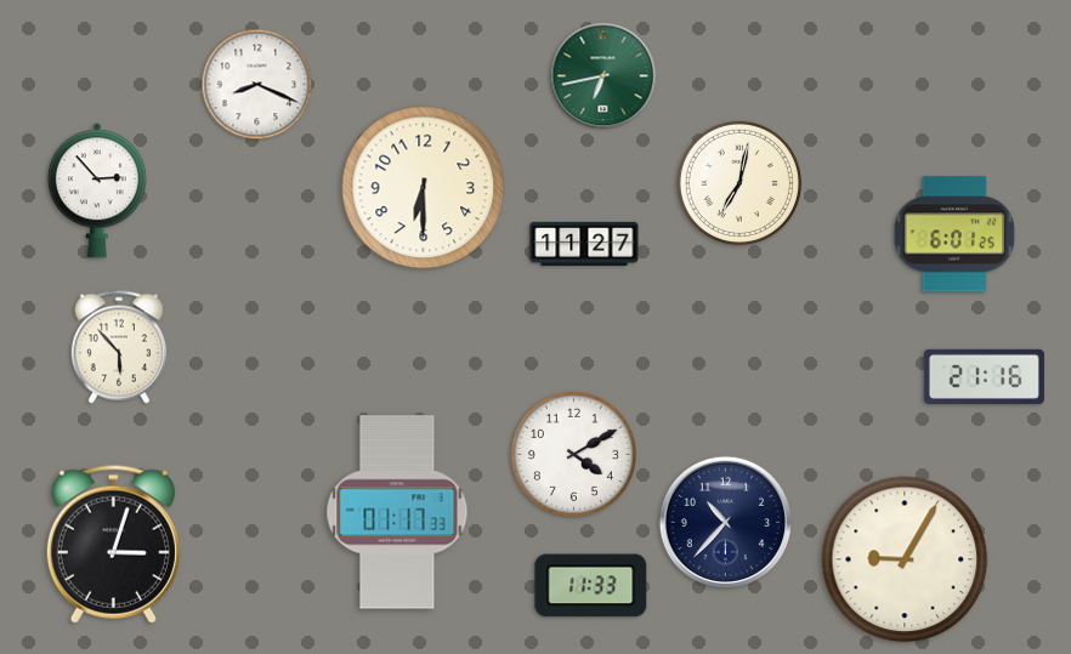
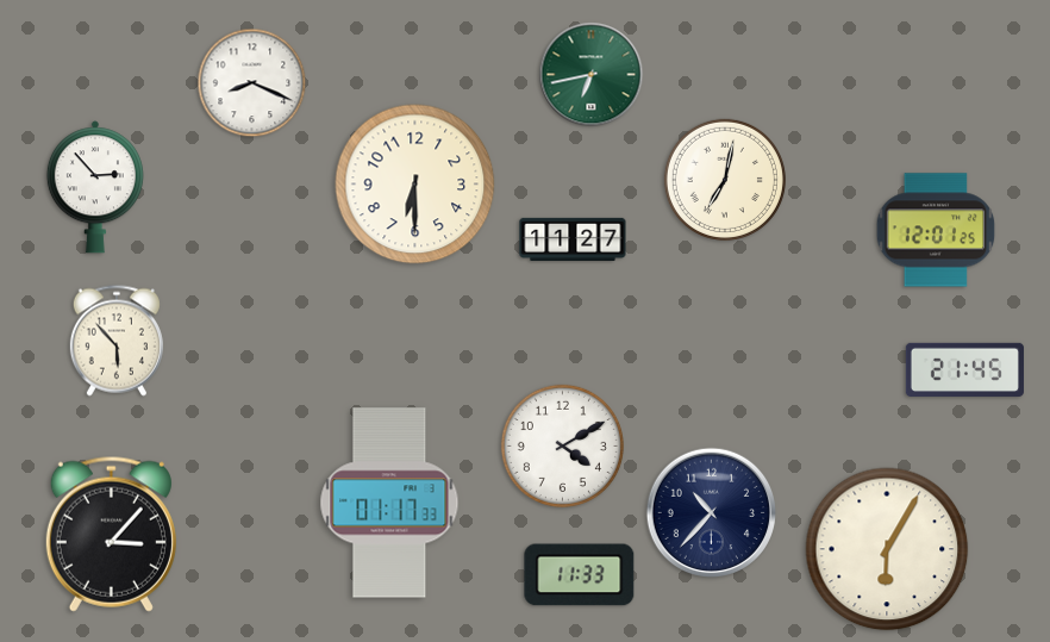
clock at (954, 234): 6:01 -> 12:01
clock at (984, 376): 21:16 -> 21:45
clock at (113, 544): 3:03 -> 3:07
clock at (905, 559): 9:05 -> 6:05
